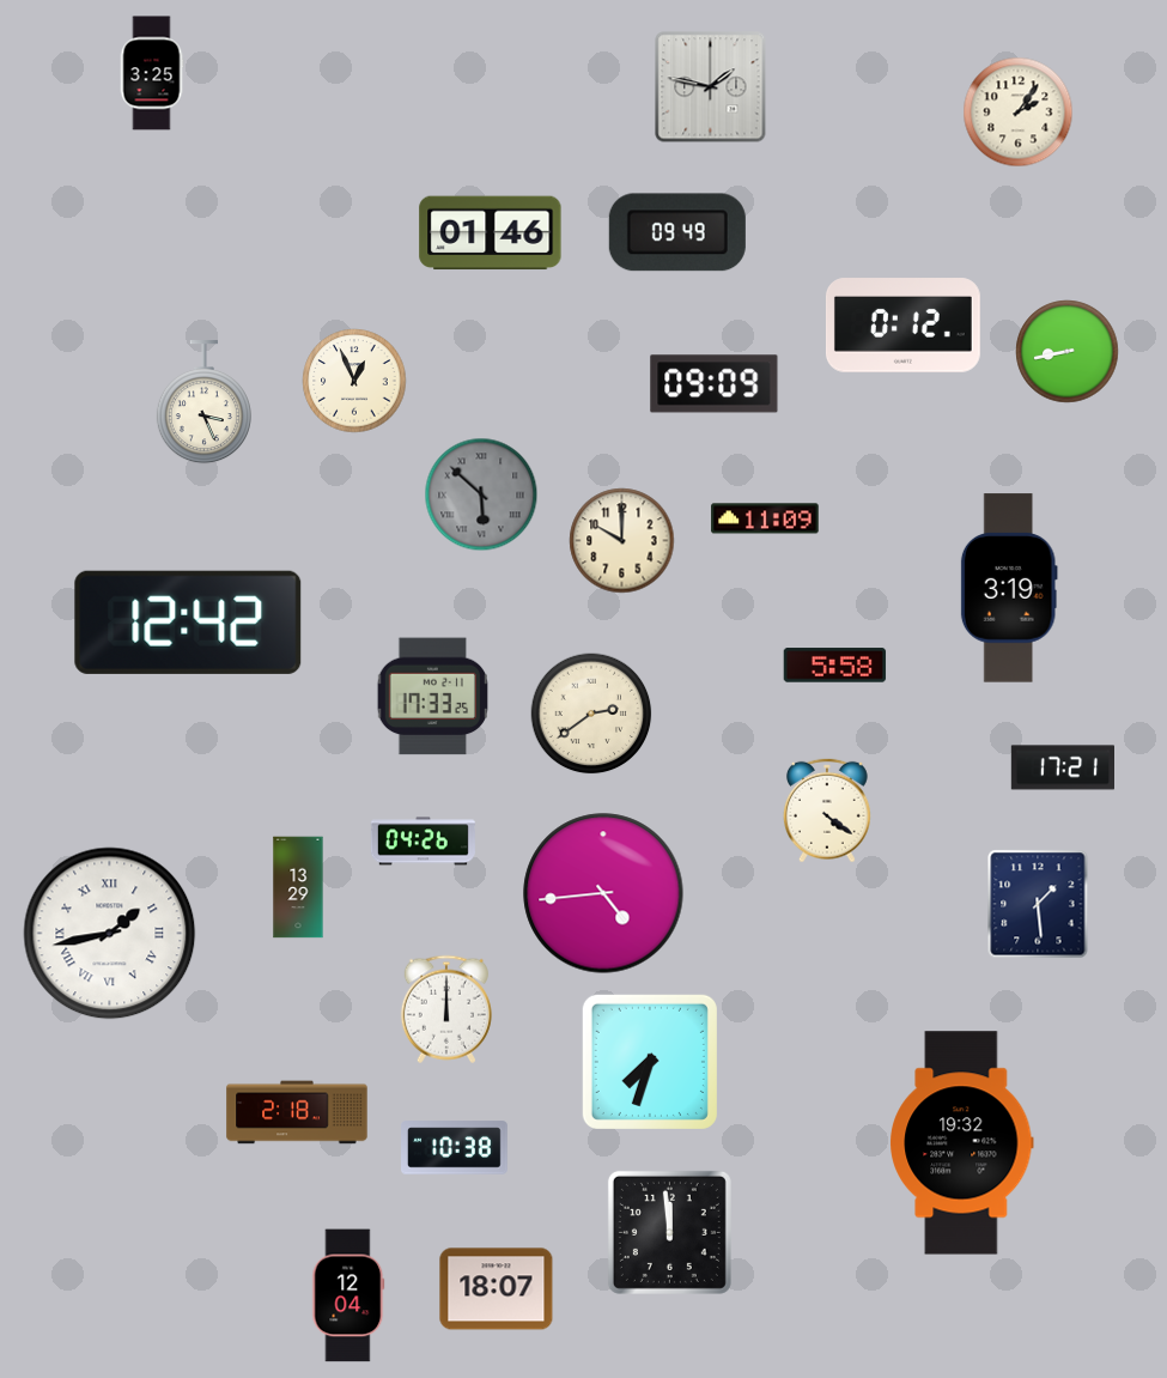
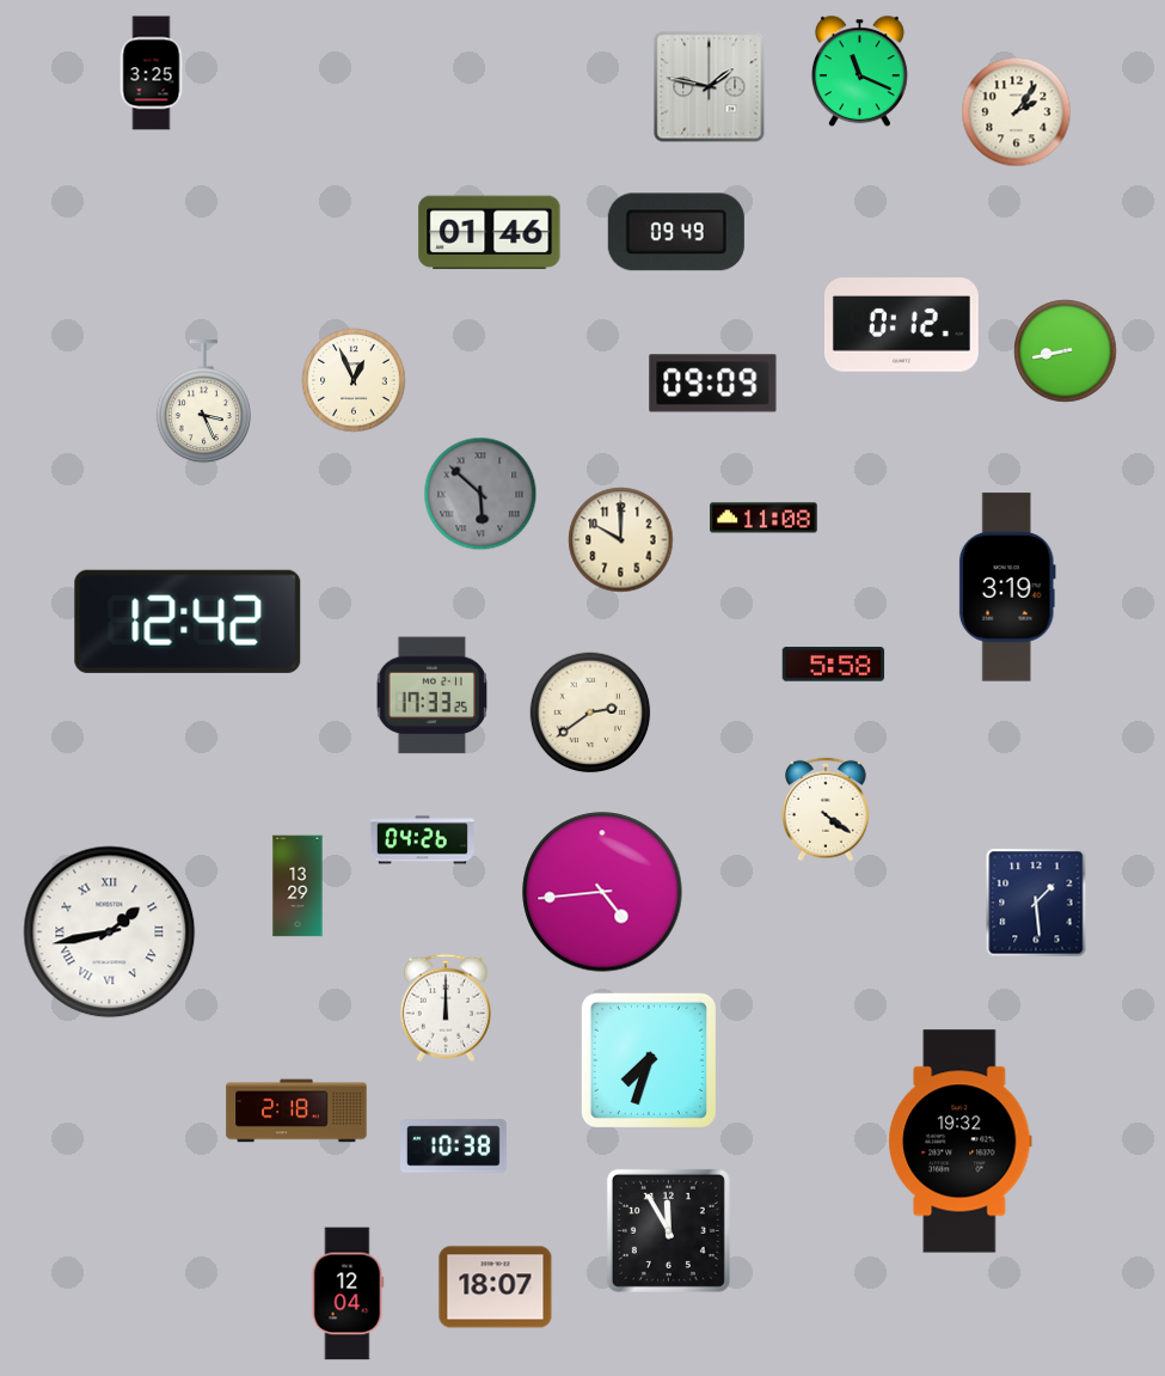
clock at (859, 72): none -> 11:19
clock at (765, 518): 11:09 -> 11:08
clock at (1062, 767): 17:21 -> none
clock at (669, 1232): 11:59 -> 11:55
